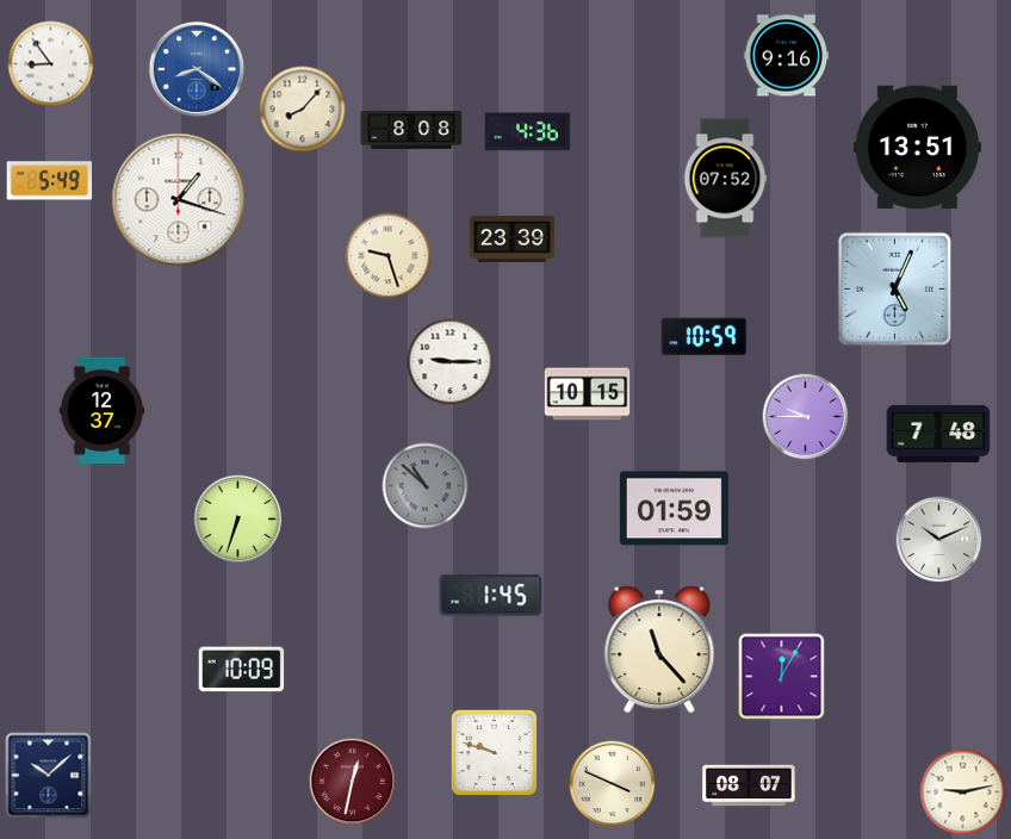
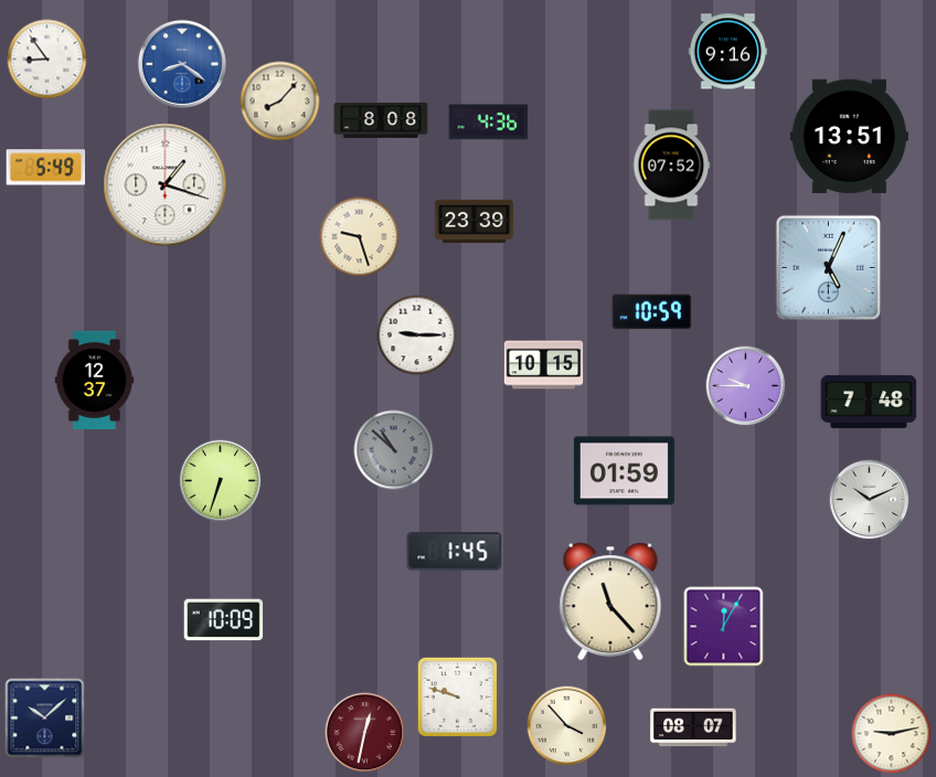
clock at (353, 782) position: (353, 782) -> (365, 733)
clock at (613, 784): 3:49 -> 3:53
